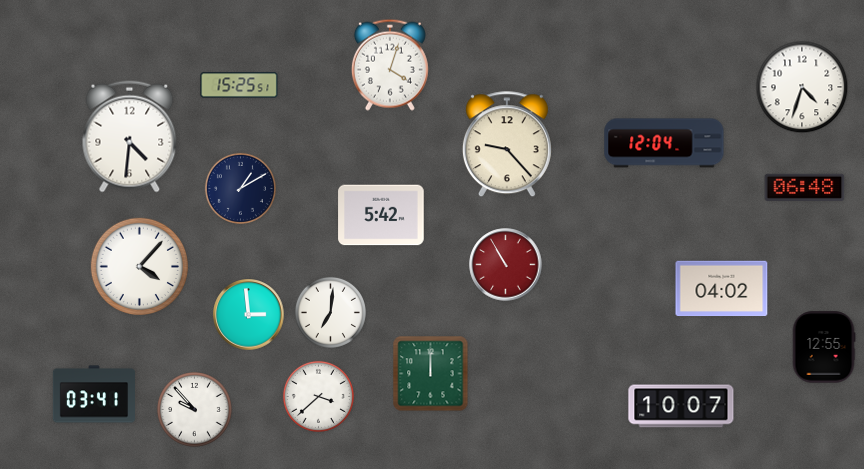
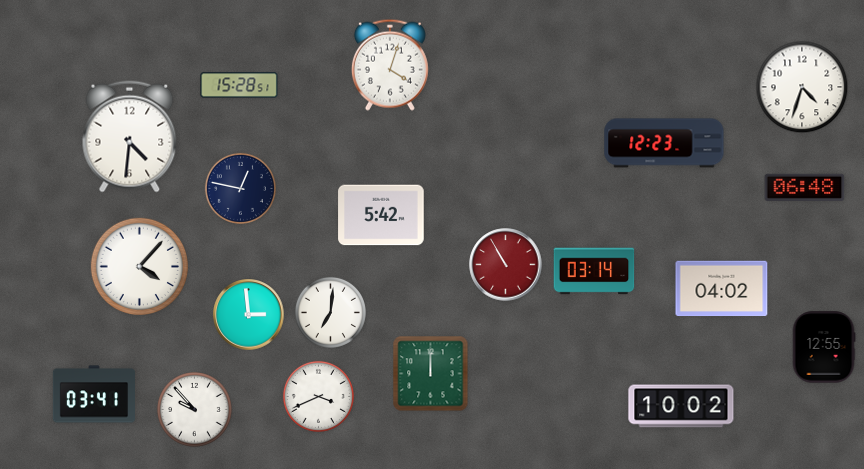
clock at (239, 85): 15:25 -> 15:28
clock at (664, 143): 12:04 -> 12:23
clock at (507, 145): 9:23 -> none
clock at (240, 188): 1:10 -> 12:47
clock at (594, 271): none -> 03:14
clock at (318, 396): 3:38 -> 3:41
clock at (681, 406): 10:07 -> 10:02
